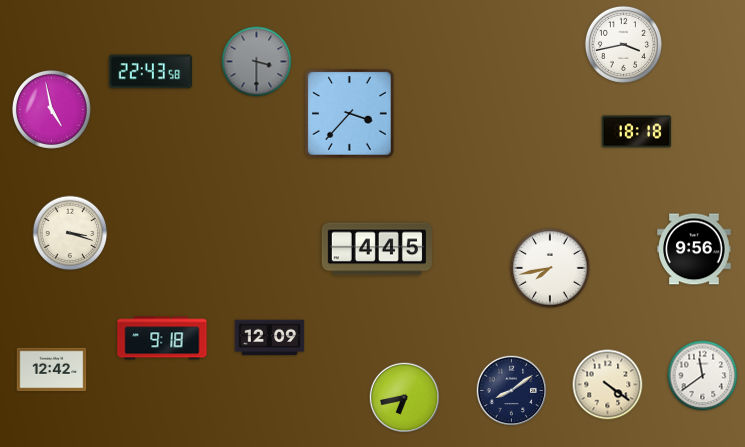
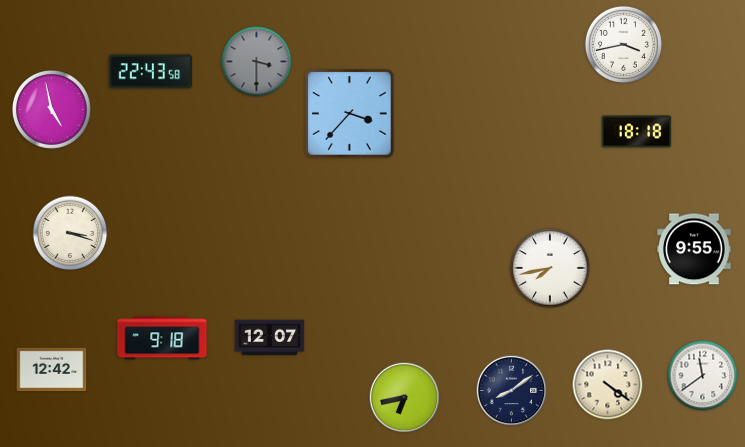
clock at (377, 249): 4:45 -> none
clock at (694, 249): 9:56 -> 9:55
clock at (270, 338): 12:09 -> 12:07
